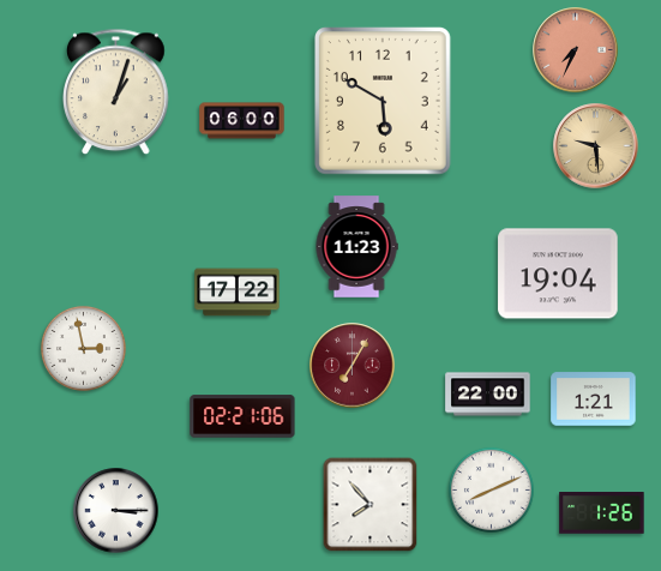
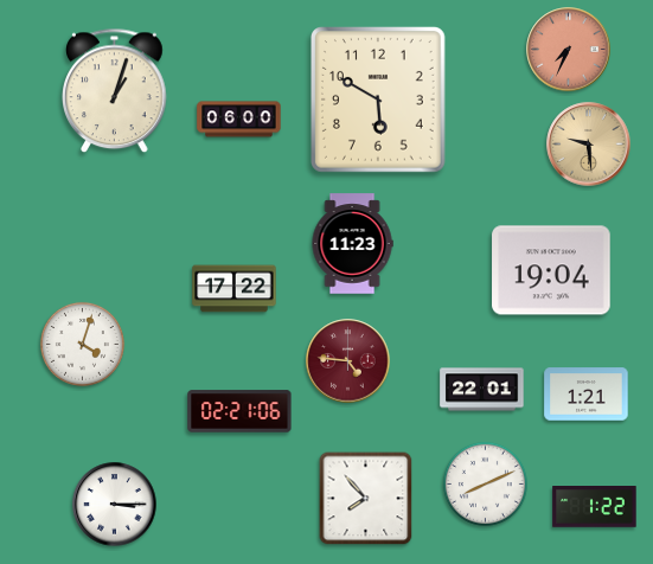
clock at (83, 348): 2:58 -> 4:03
clock at (353, 366): 7:05 -> 4:46
clock at (488, 395): 22:00 -> 22:01
clock at (602, 513): 1:26 -> 1:22
